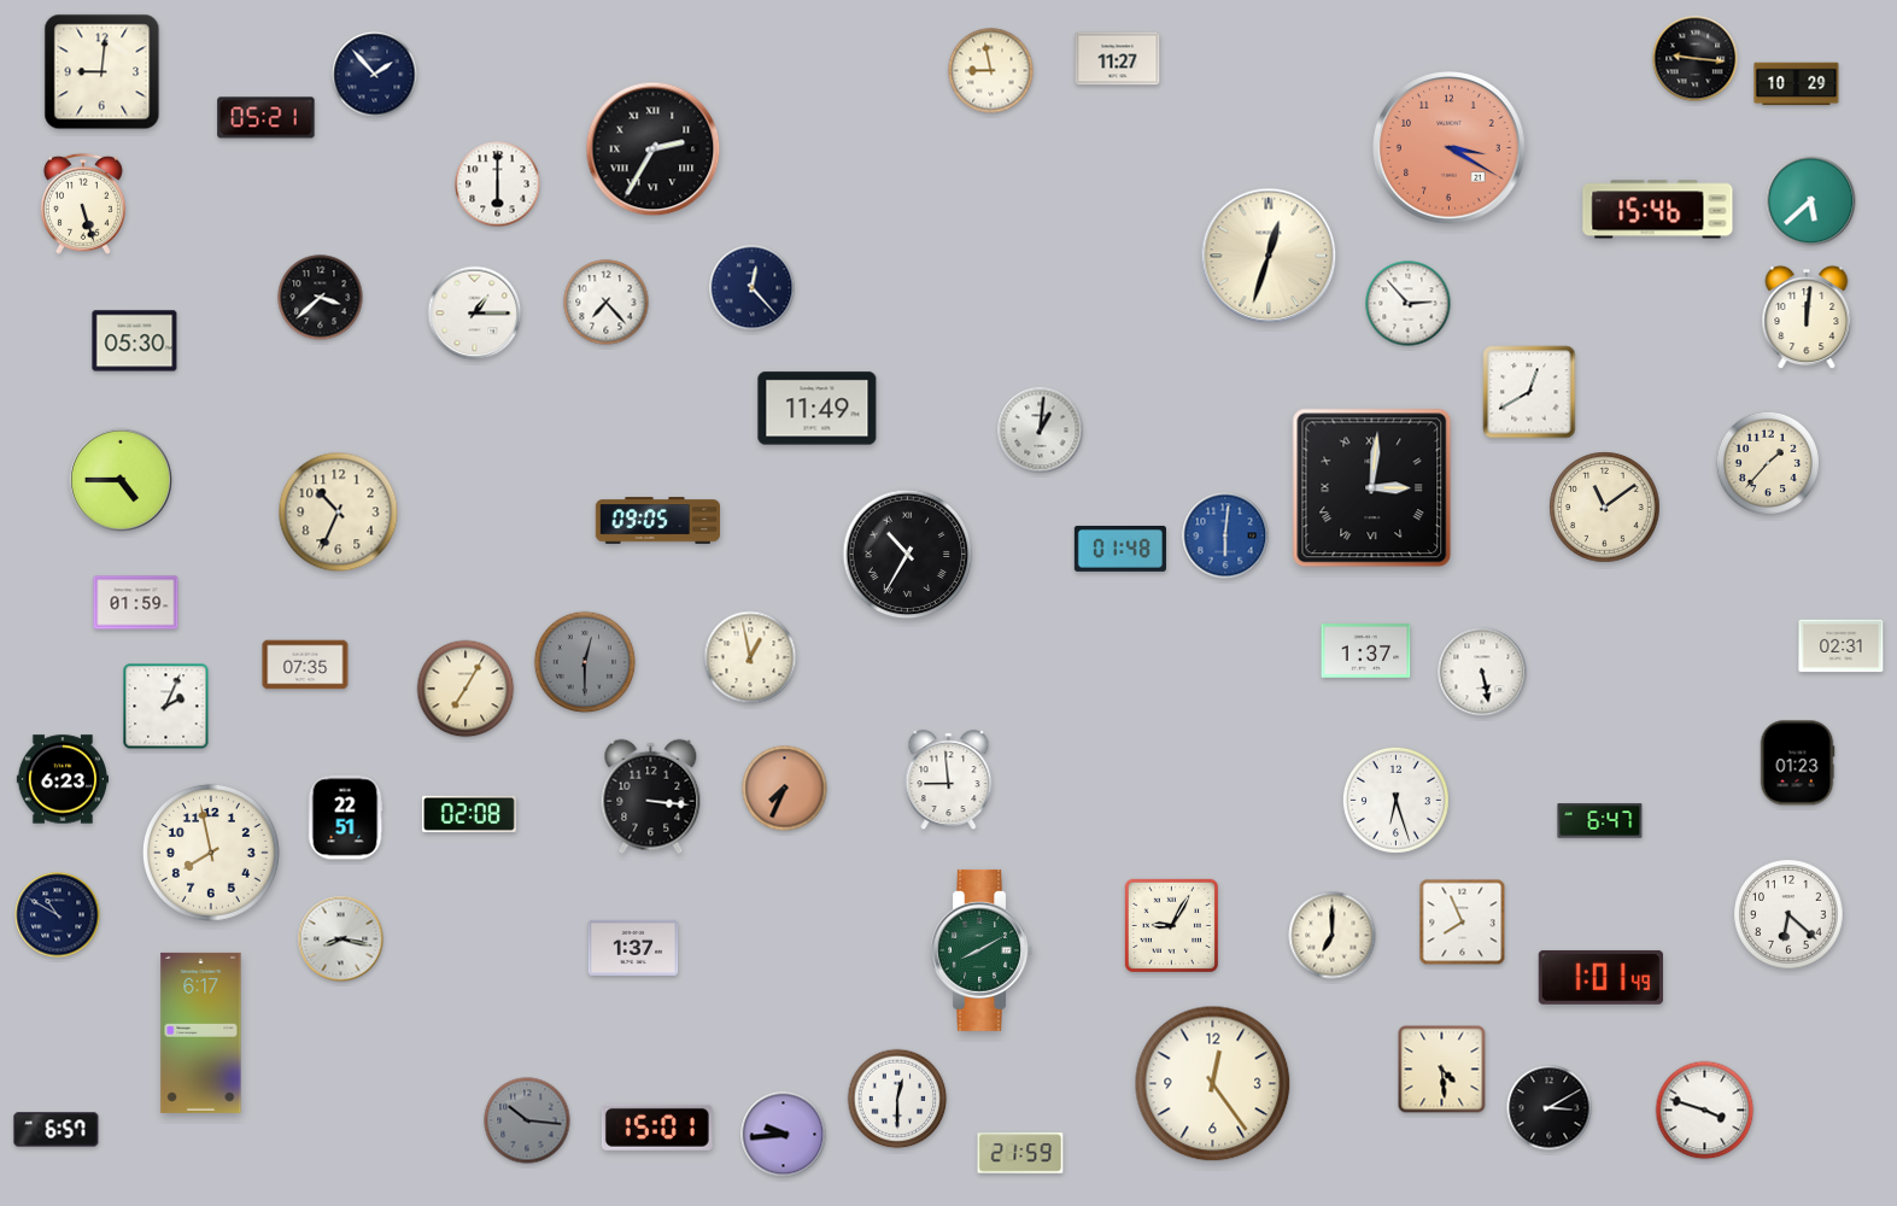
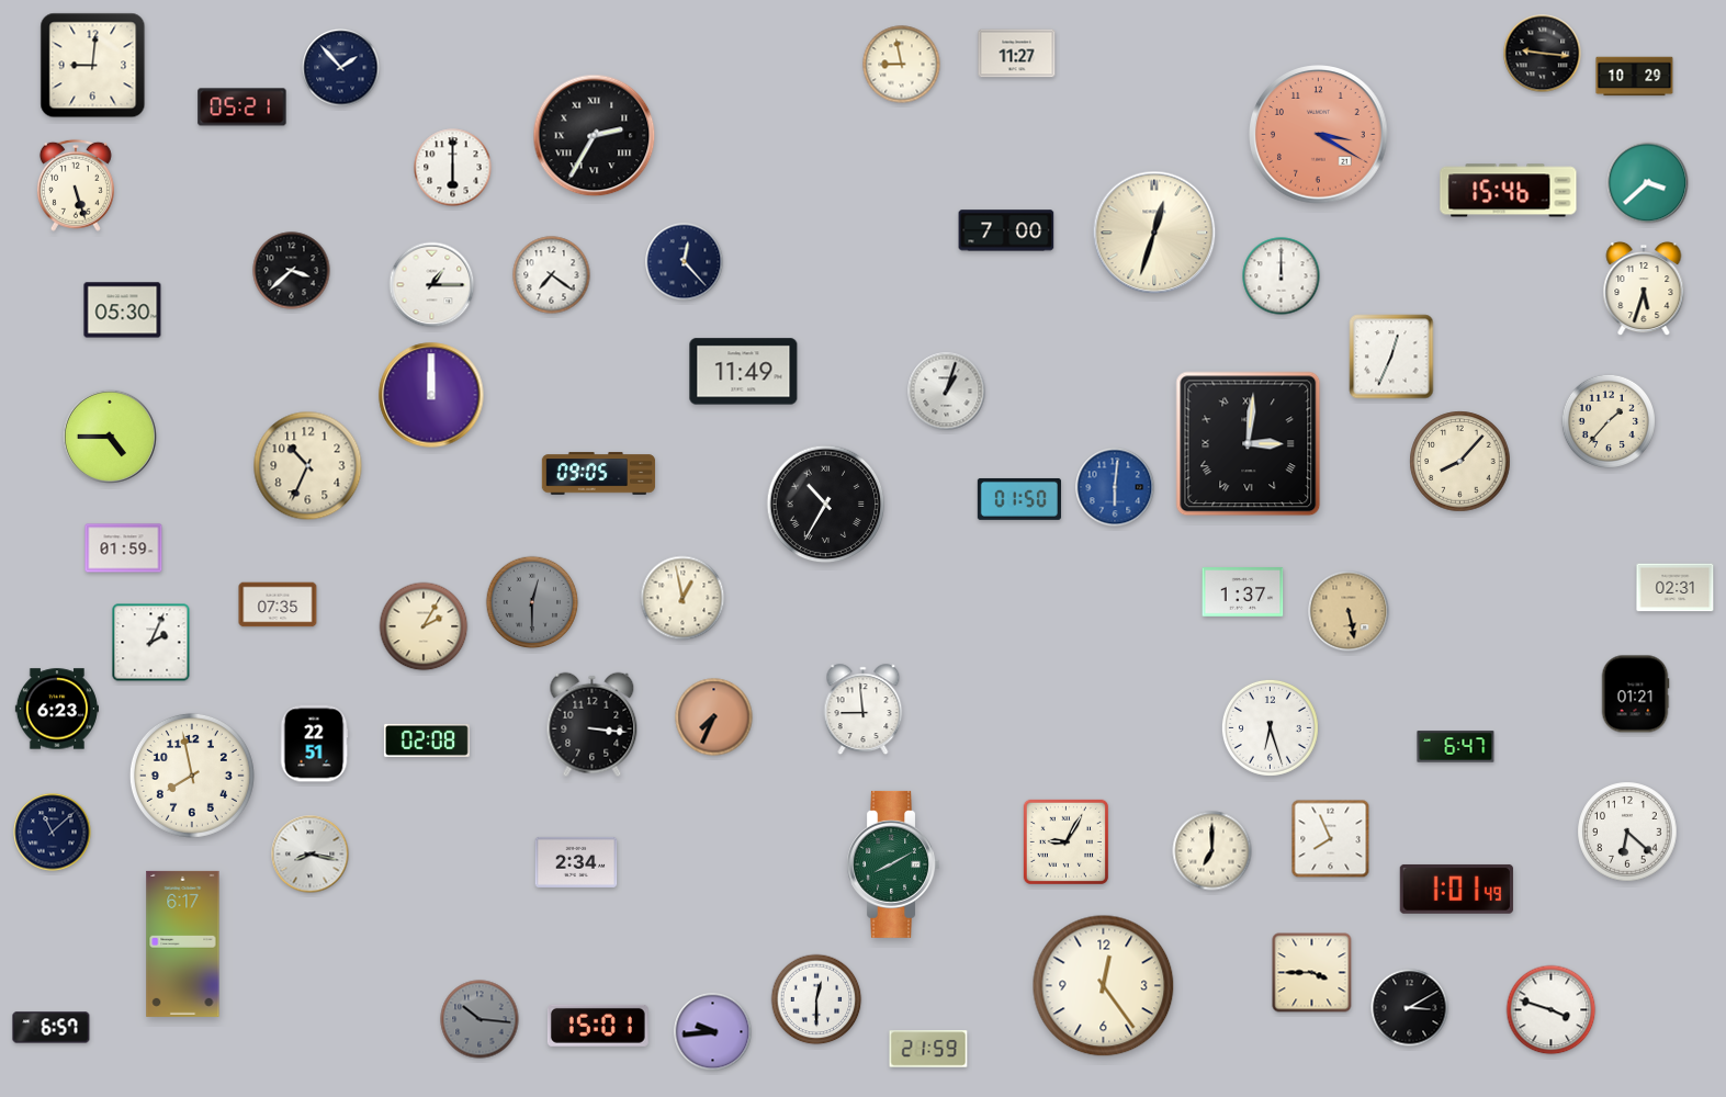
clock at (1811, 201): 5:38 -> 3:38
clock at (1006, 230): none -> 7:00
clock at (607, 303): 7:23 -> 7:21
clock at (1409, 304): 2:53 -> 12:00
clock at (1807, 317): 12:01 -> 5:33
clock at (1529, 392): 12:40 -> 12:34
clock at (1041, 431): 1:01 -> 1:03
clock at (431, 395): none -> 12:00
clock at (1605, 508): 11:09 -> 8:07
clock at (1120, 549): 01:48 -> 01:50
clock at (1482, 672) dial: white -> champagne
clock at (466, 689): 7:05 -> 2:05
clock at (1797, 763): 01:23 -> 01:21
clock at (58, 915): 10:50 -> 11:08
clock at (633, 948): 1:37 -> 2:34
clock at (201, 1032) position: (201, 1032) -> (183, 943)
clock at (1442, 1070): 4:29 -> 3:45
